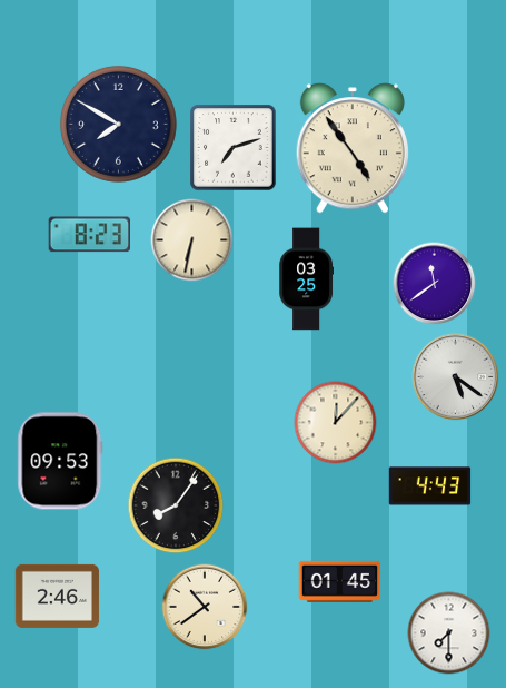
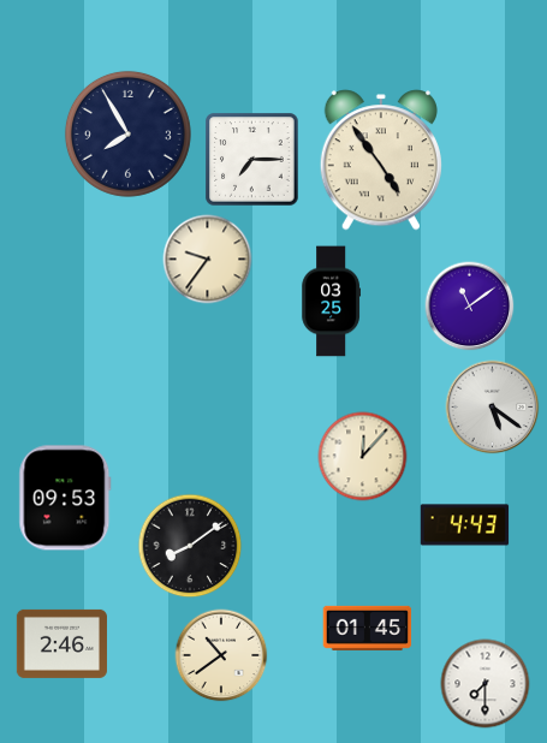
clock at (118, 124): 7:50 -> 7:55
clock at (234, 148): 7:12 -> 7:15
clock at (89, 235): 8:23 -> none
clock at (192, 240): 6:32 -> 9:36
clock at (435, 284): 11:39 -> 11:09
clock at (176, 505): 8:06 -> 8:09
